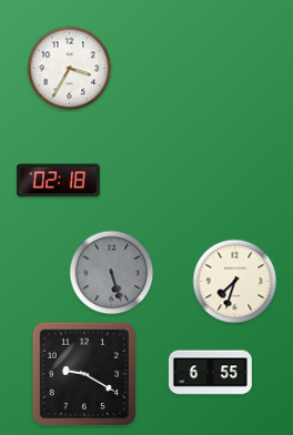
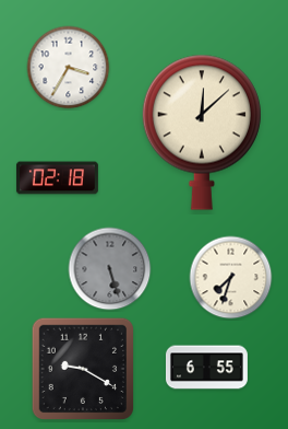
clock at (202, 132): none -> 12:08
